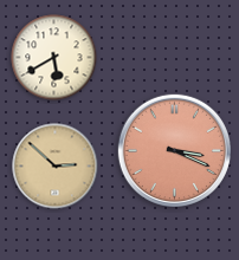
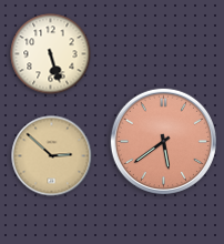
clock at (54, 58): 5:40 -> 5:27
clock at (174, 150): 3:19 -> 5:39
